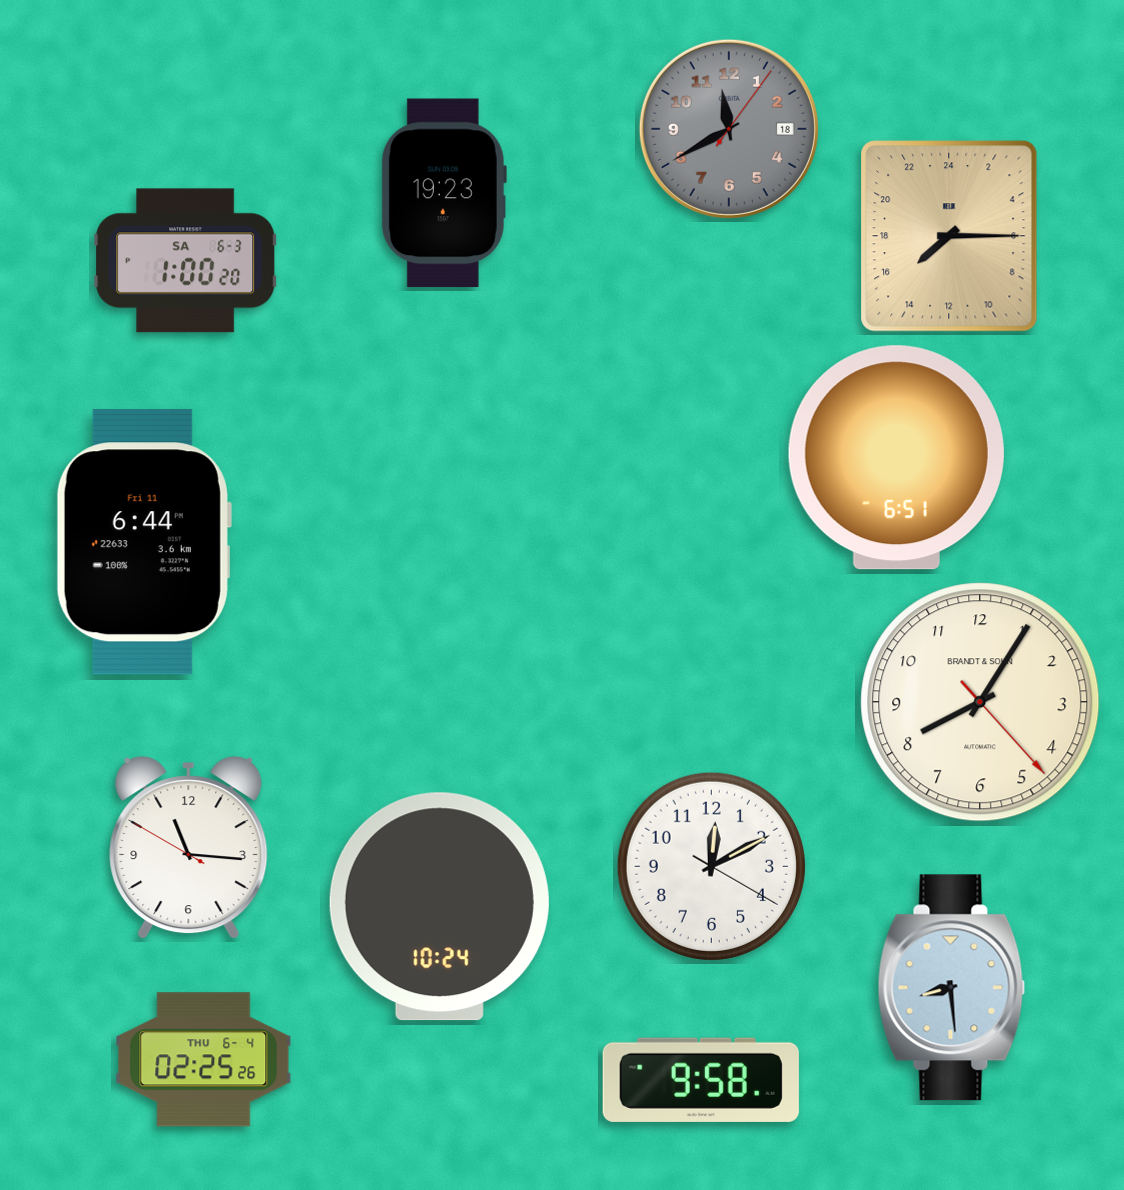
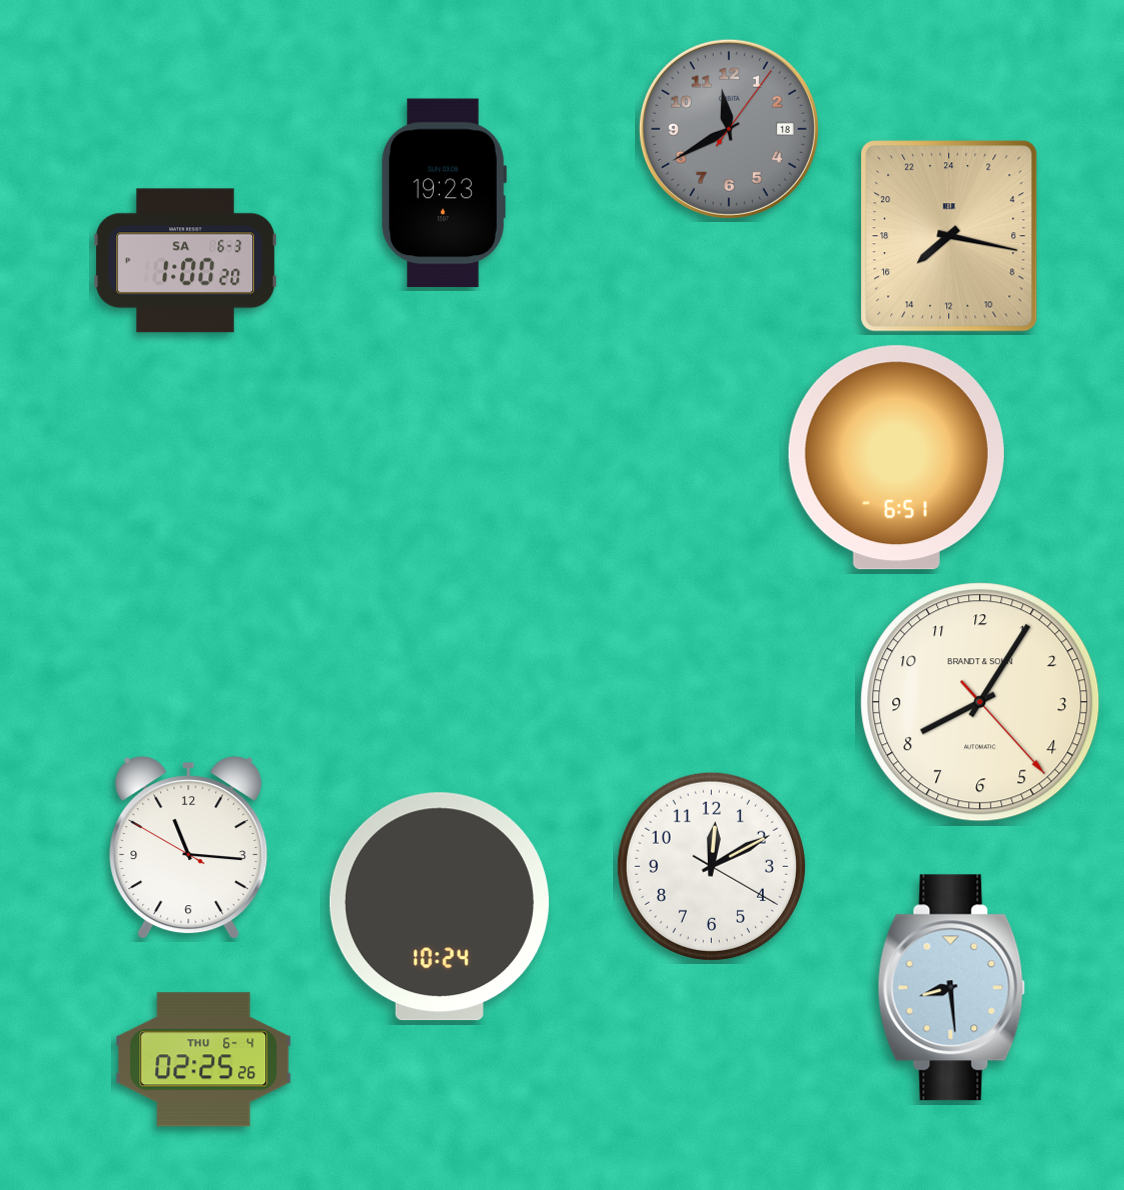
clock at (949, 236): 15:15 -> 15:17
clock at (143, 542): 6:44 -> none
clock at (701, 1080): 9:58 -> none
